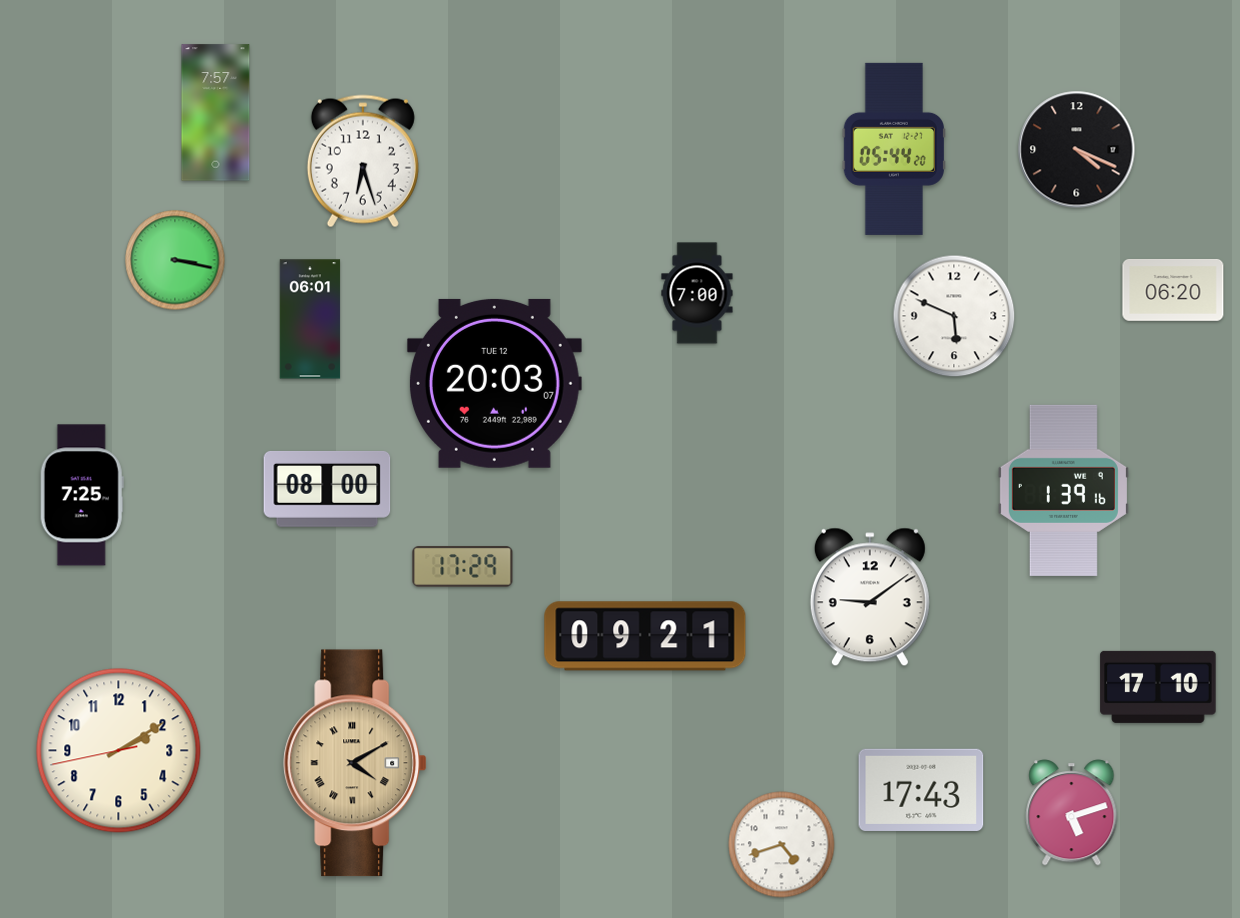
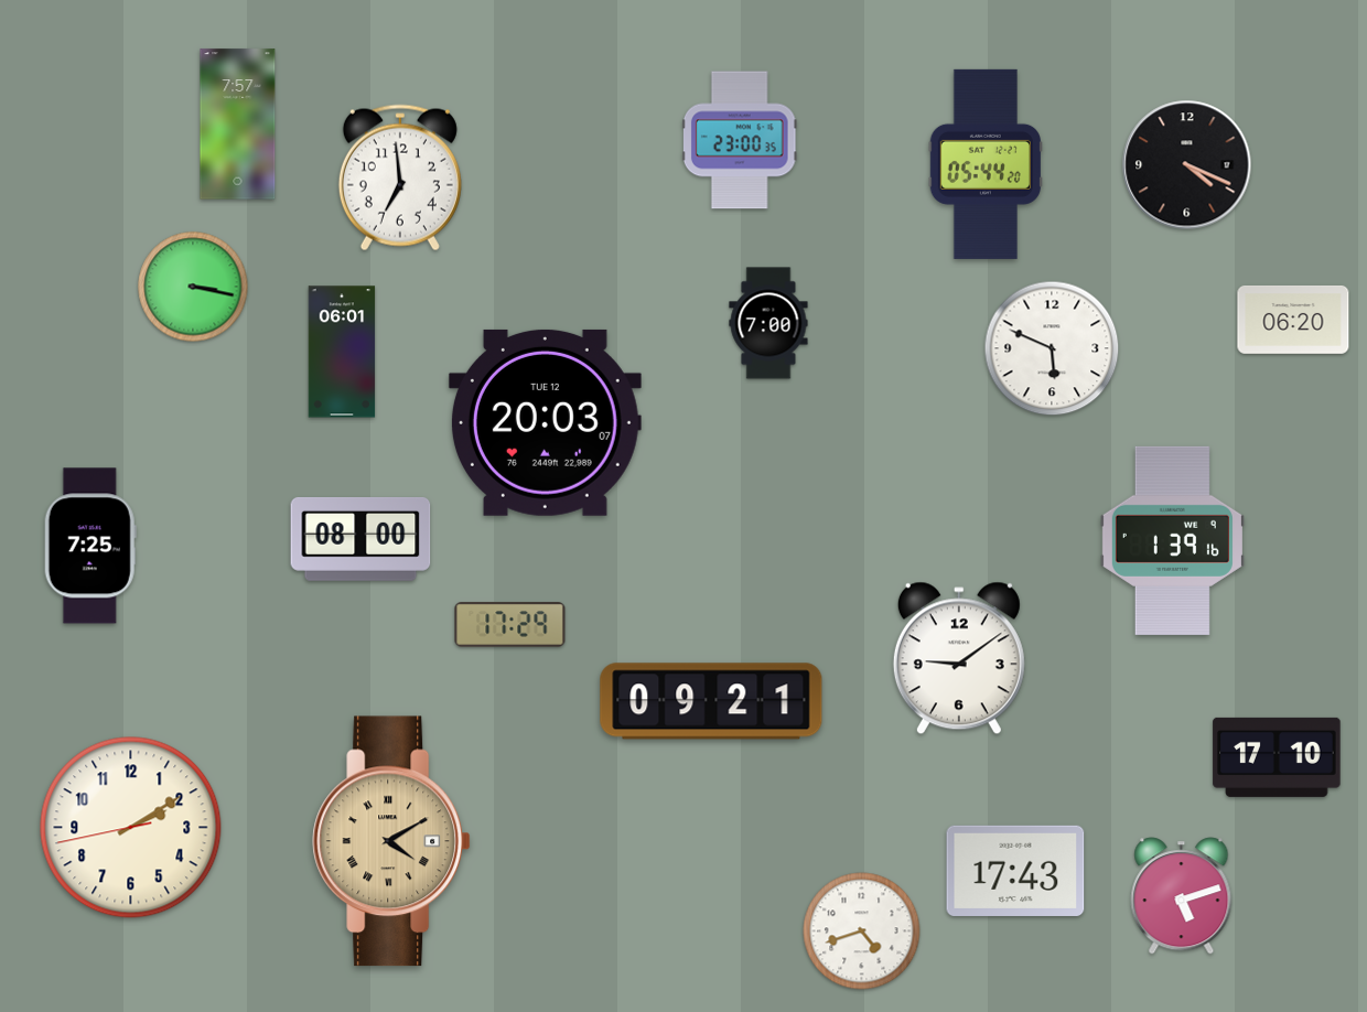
clock at (740, 140): none -> 23:00
clock at (363, 161): 6:27 -> 6:59
